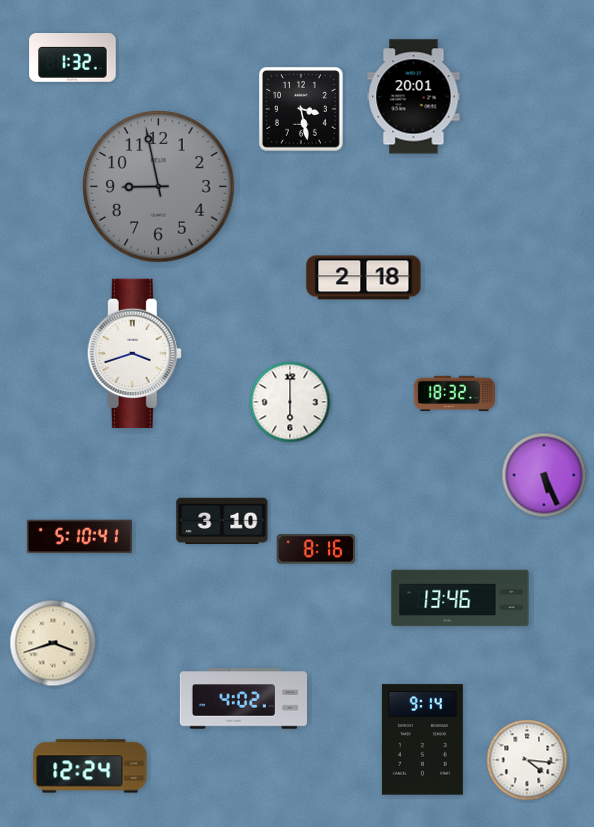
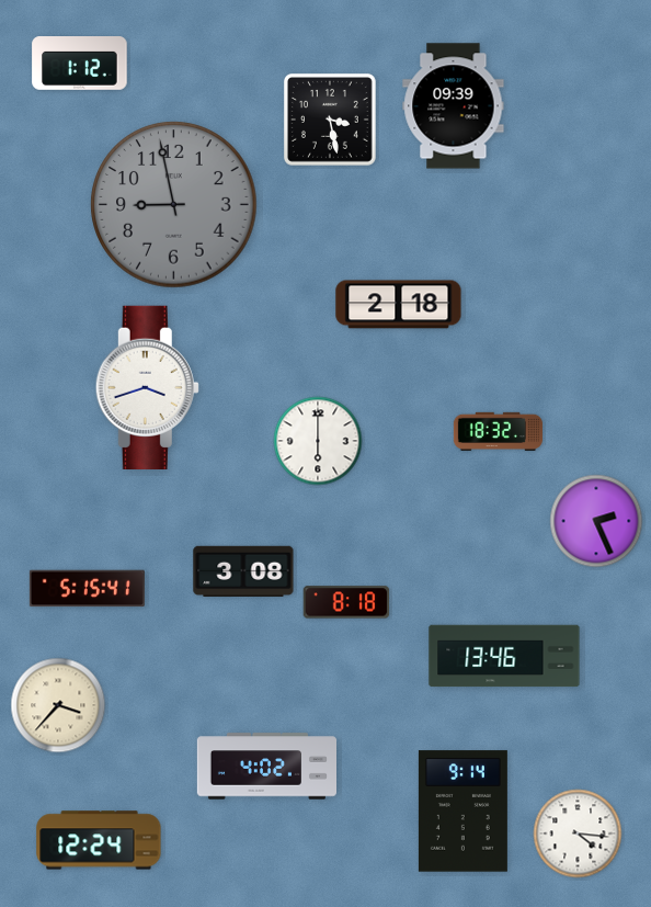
clock at (73, 58): 1:32 -> 1:12
clock at (414, 97): 20:01 -> 09:39
clock at (544, 475): 5:26 -> 2:26
clock at (222, 521): 3:10 -> 3:08
clock at (79, 537): 5:10 -> 5:15
clock at (316, 549): 8:16 -> 8:18
clock at (53, 643): 3:42 -> 3:37
